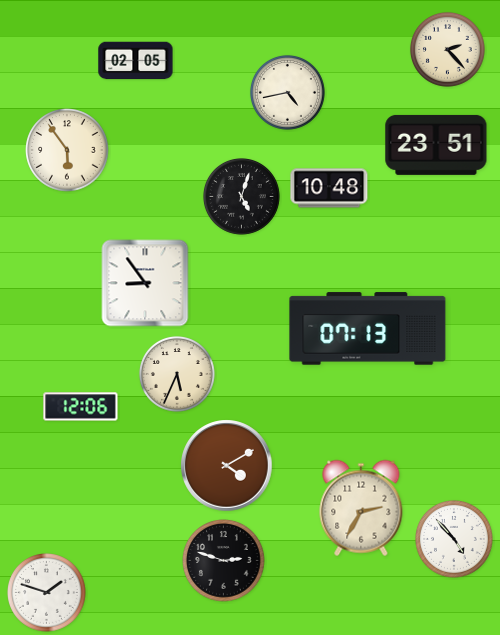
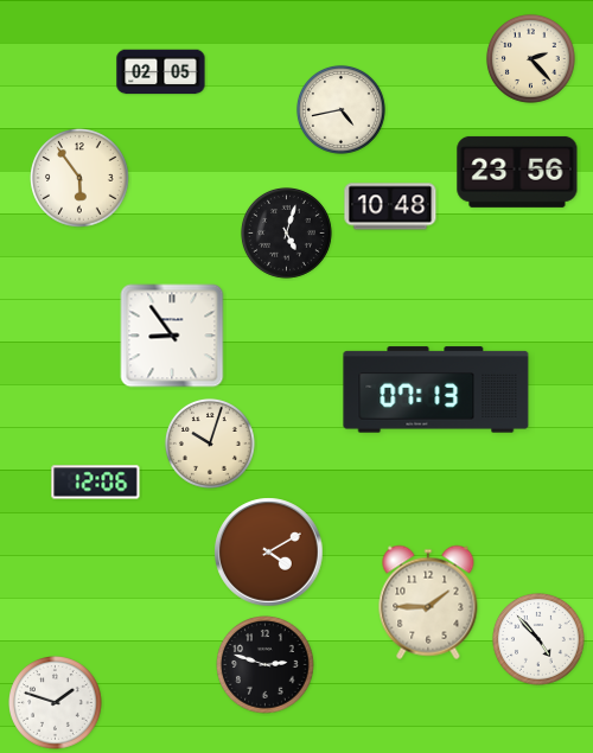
clock at (436, 145): 23:51 -> 23:56
clock at (329, 188) position: (329, 188) -> (390, 206)
clock at (177, 374): 5:34 -> 10:03
clock at (361, 508): 2:35 -> 1:45
